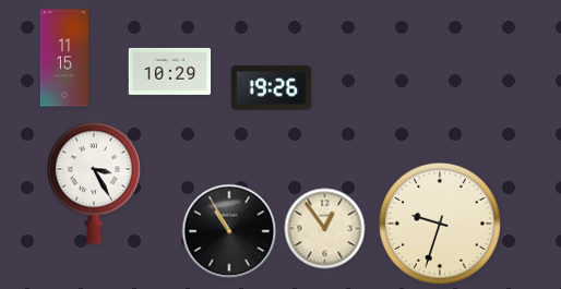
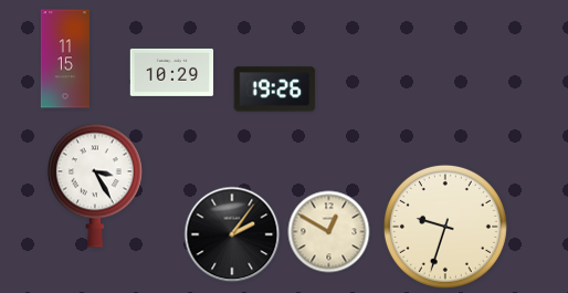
clock at (325, 229): 12:54 -> 12:50
clock at (229, 231): 10:55 -> 2:06
